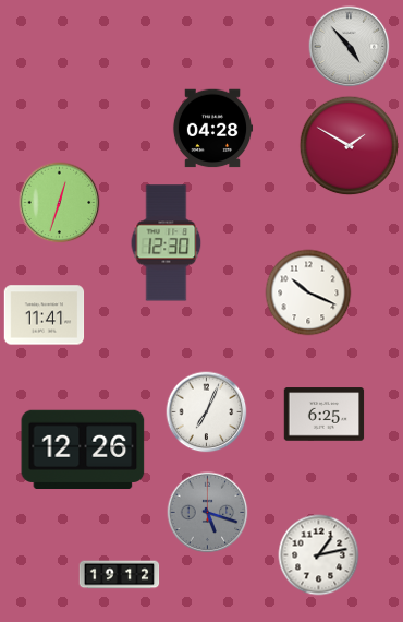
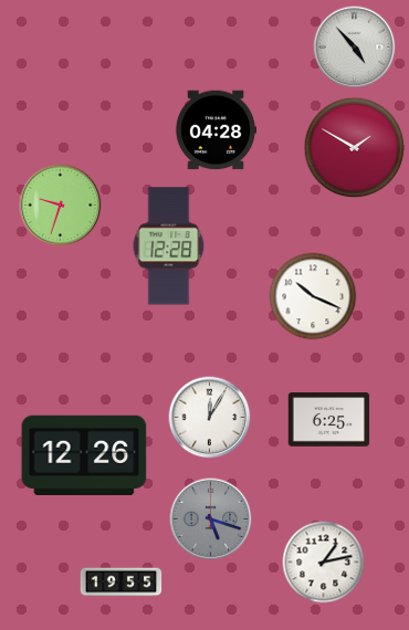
clock at (60, 203): 12:33 -> 9:33
clock at (167, 243): 12:30 -> 12:28
clock at (45, 315): 11:41 -> none
clock at (207, 412): 7:04 -> 12:05
clock at (120, 575): 19:12 -> 19:55
